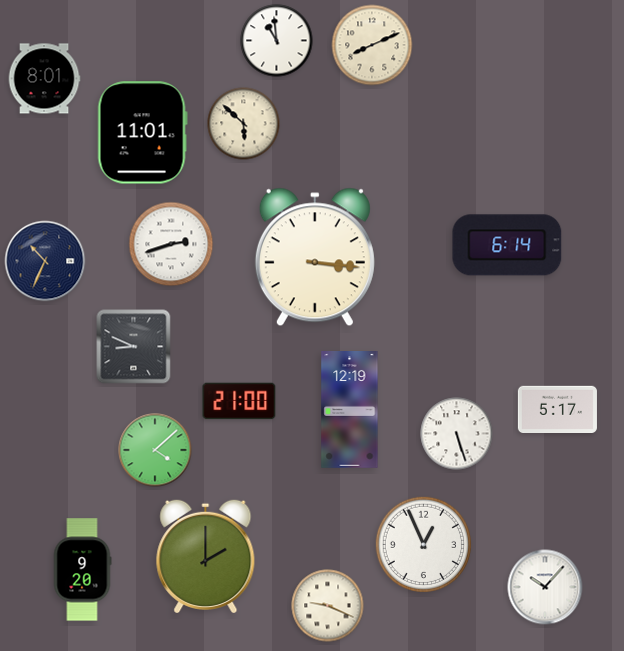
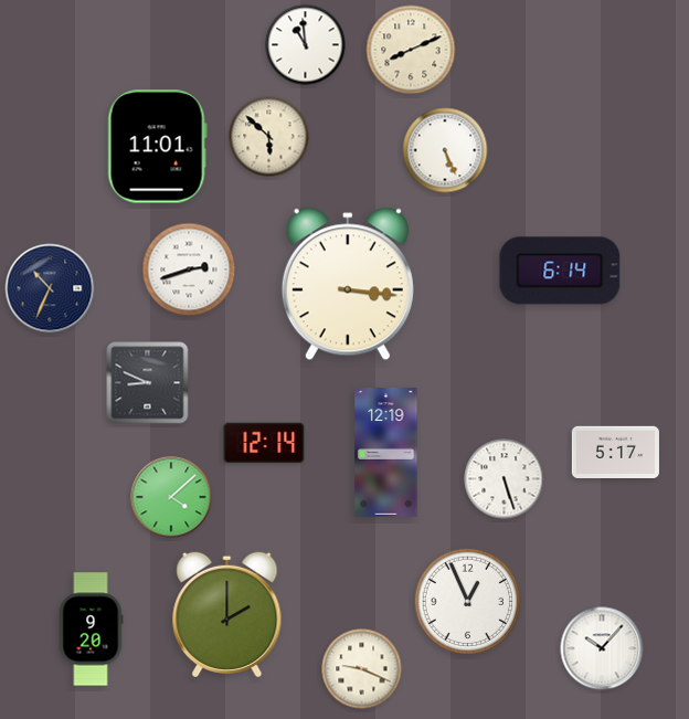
clock at (44, 79): 8:01 -> none
clock at (445, 150): none -> 5:26
clock at (239, 401): 21:00 -> 12:14
